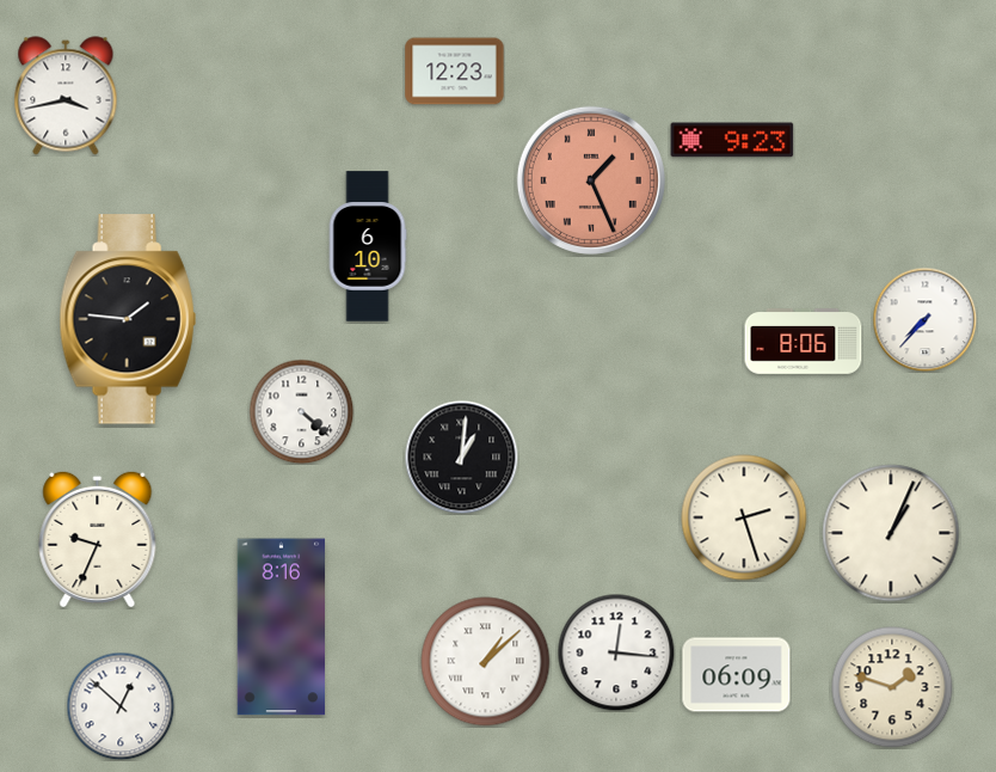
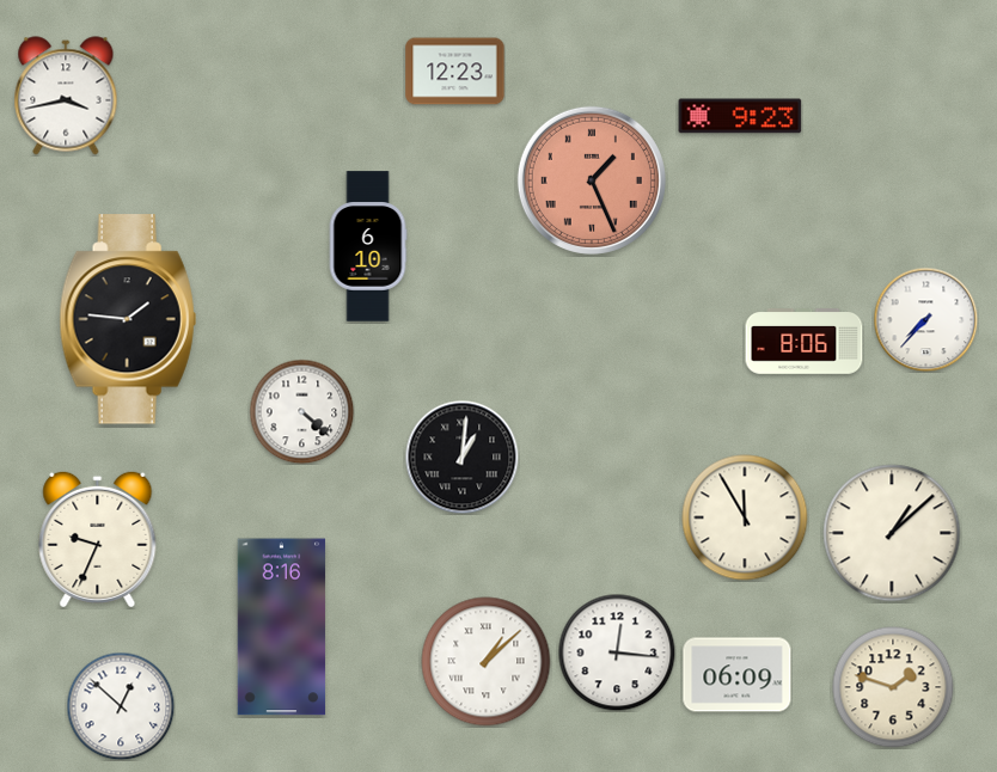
clock at (732, 140) position: (732, 140) -> (740, 116)
clock at (744, 517): 2:27 -> 11:55
clock at (891, 533): 1:04 -> 1:08
